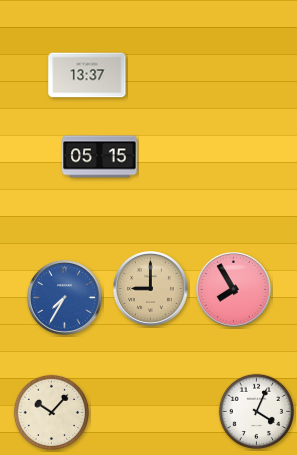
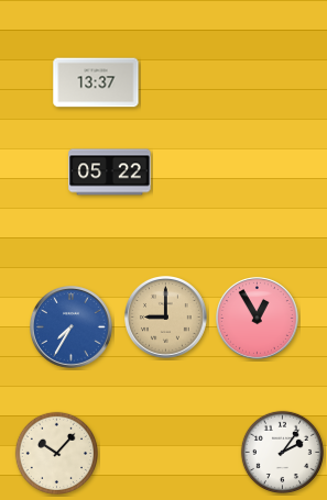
clock at (100, 157): 05:15 -> 05:22
clock at (234, 290): 7:55 -> 12:55
clock at (256, 411): 4:04 -> 2:06
